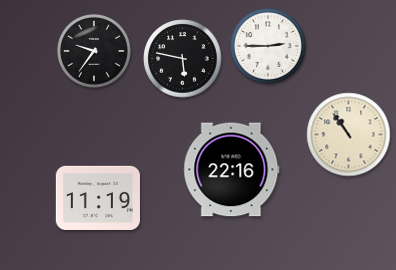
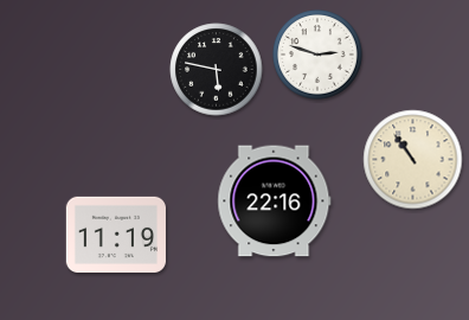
clock at (268, 46): 2:45 -> 2:48
clock at (95, 52): 9:36 -> none
